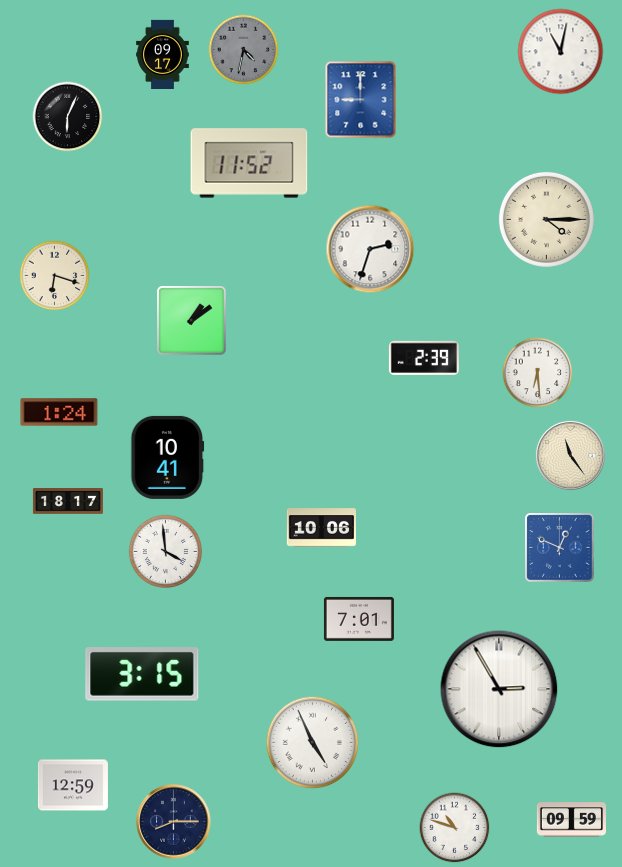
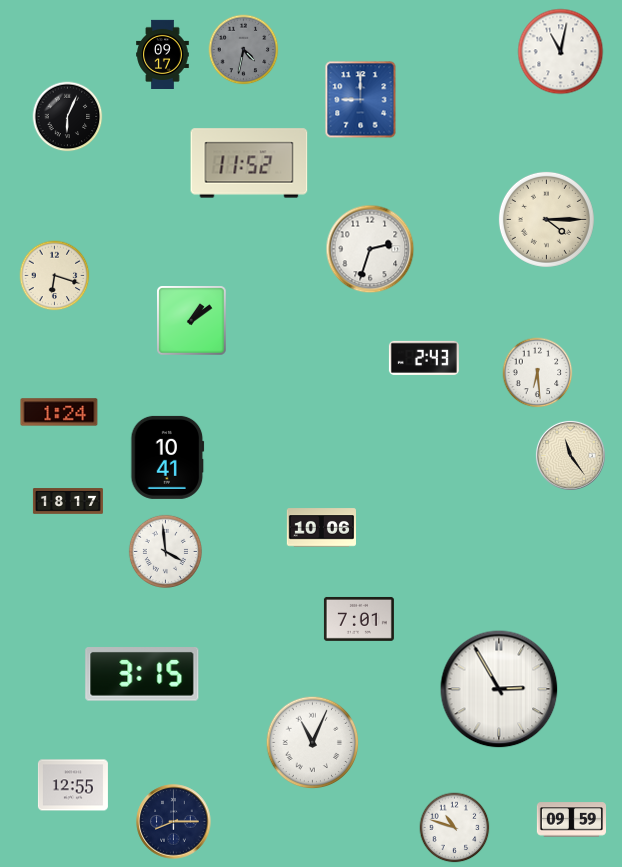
clock at (424, 358): 2:39 -> 2:43
clock at (560, 548): 12:49 -> none
clock at (313, 743): 4:56 -> 11:04
clock at (73, 785): 12:59 -> 12:55
